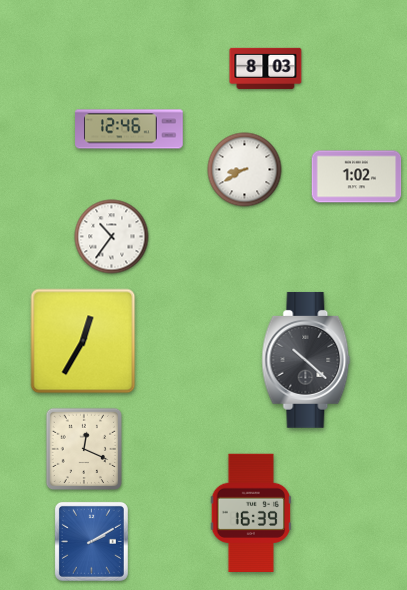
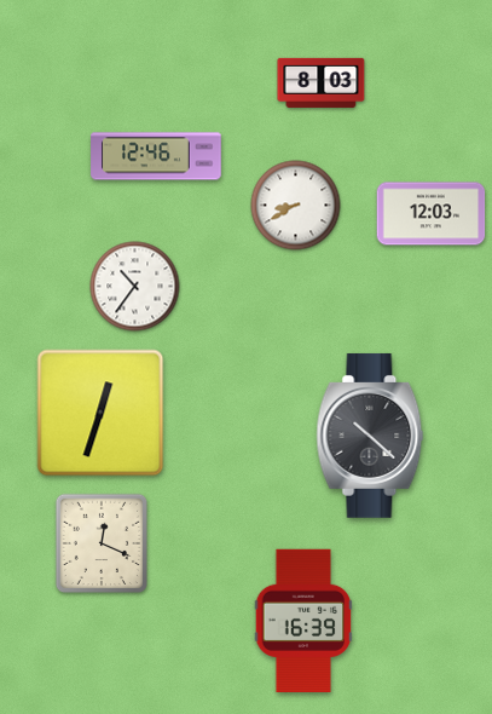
clock at (357, 177): 1:02 -> 12:03
clock at (83, 341): 12:35 -> 12:33
clock at (91, 541): 2:10 -> none
